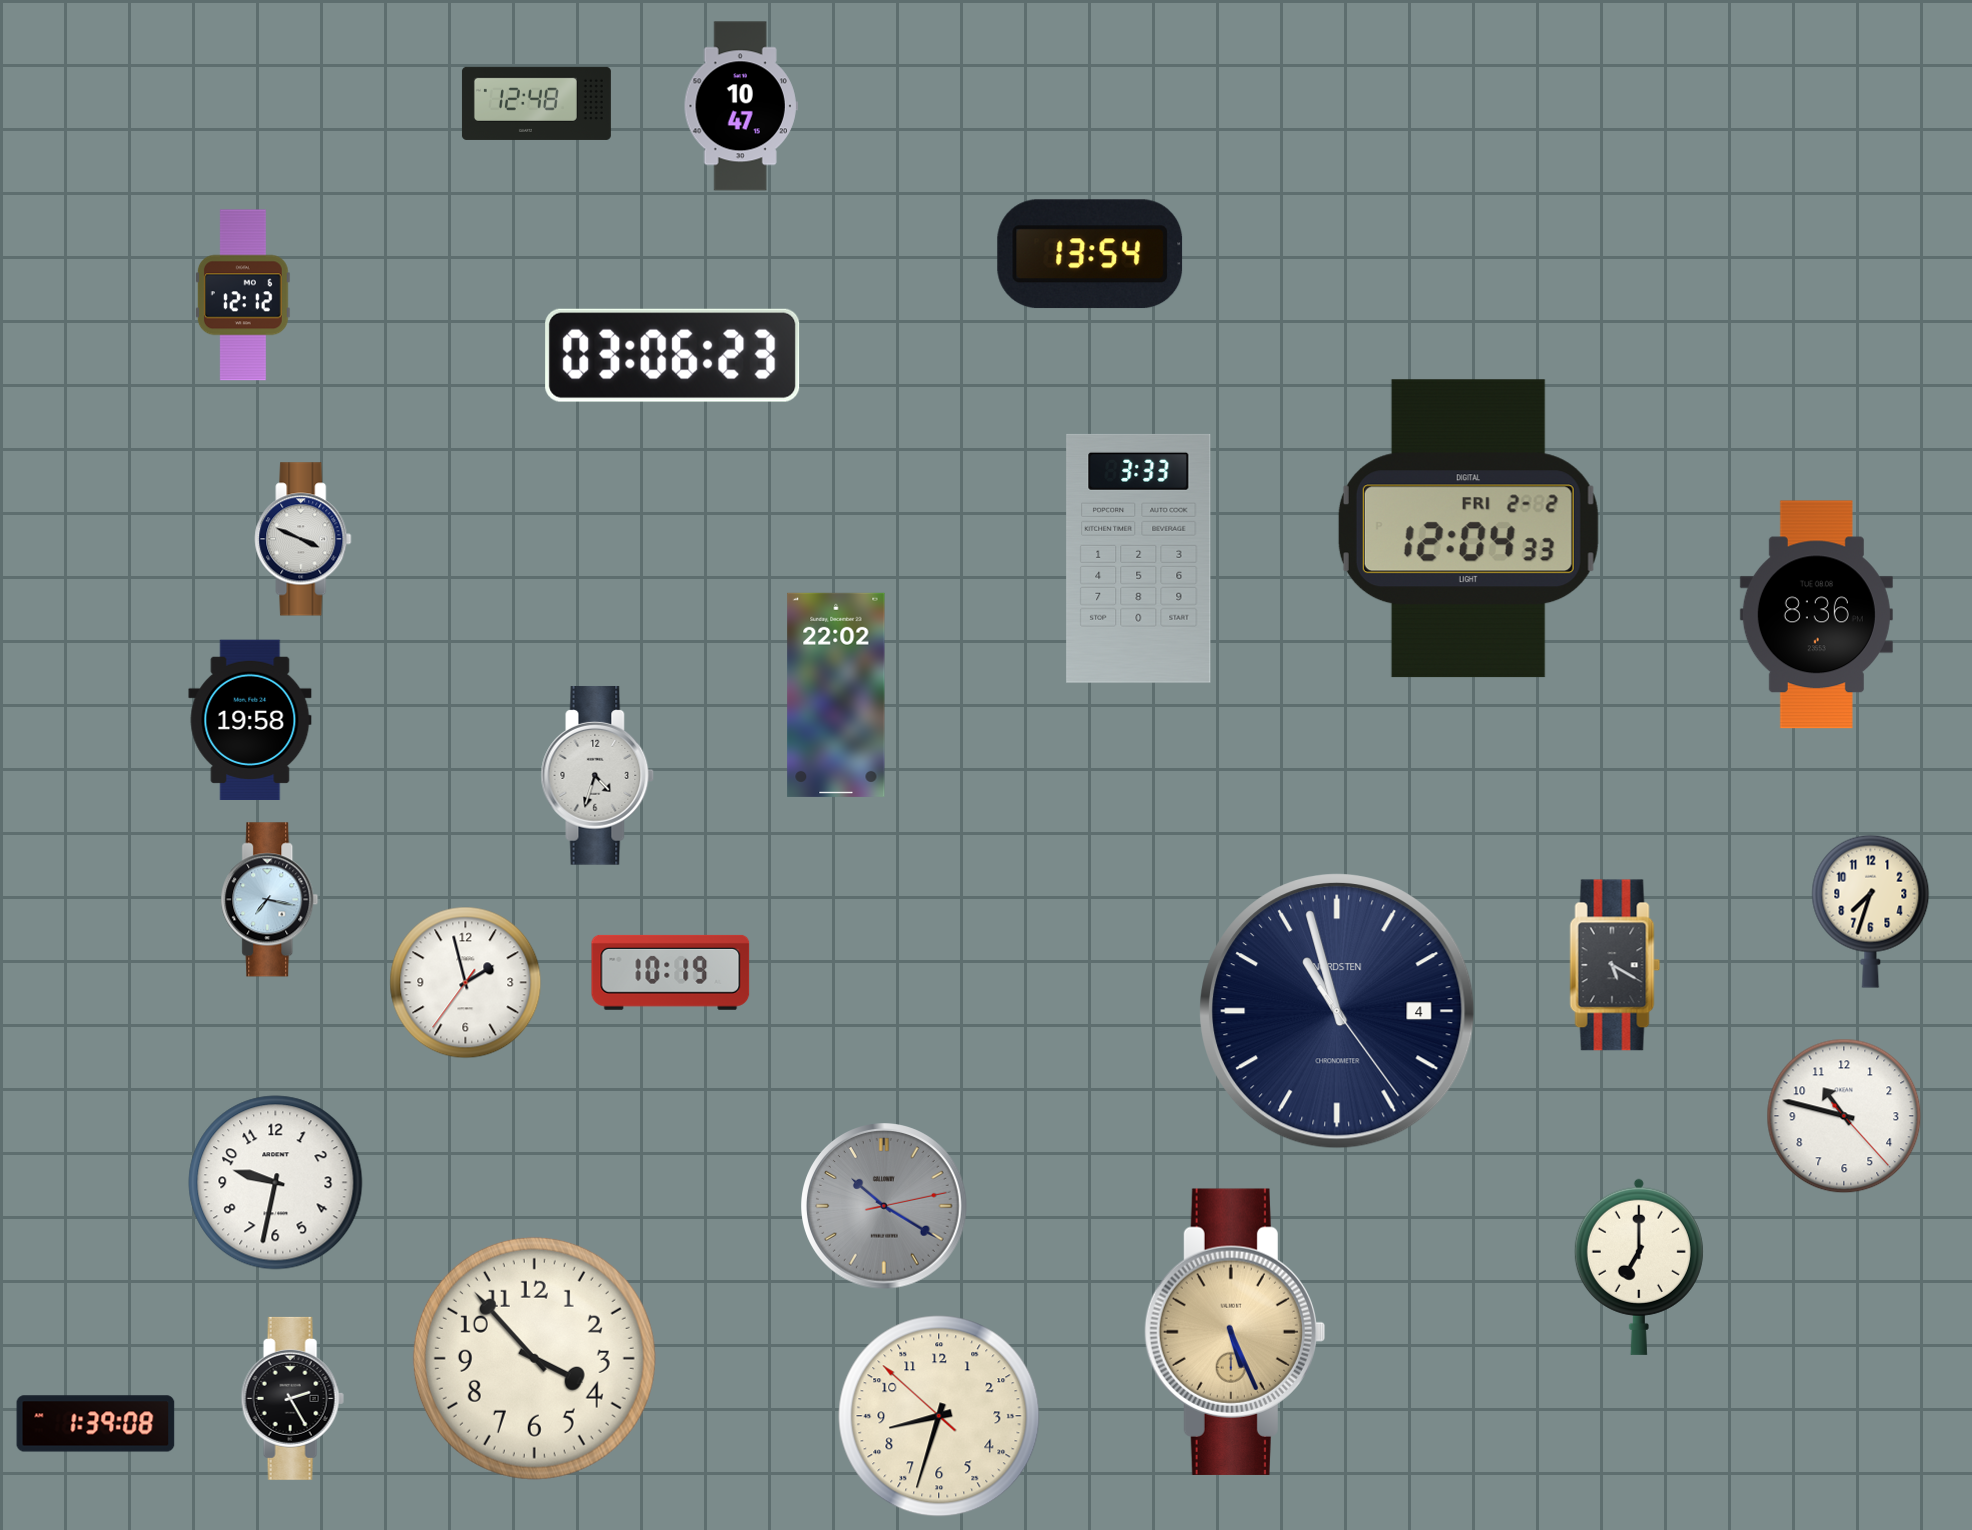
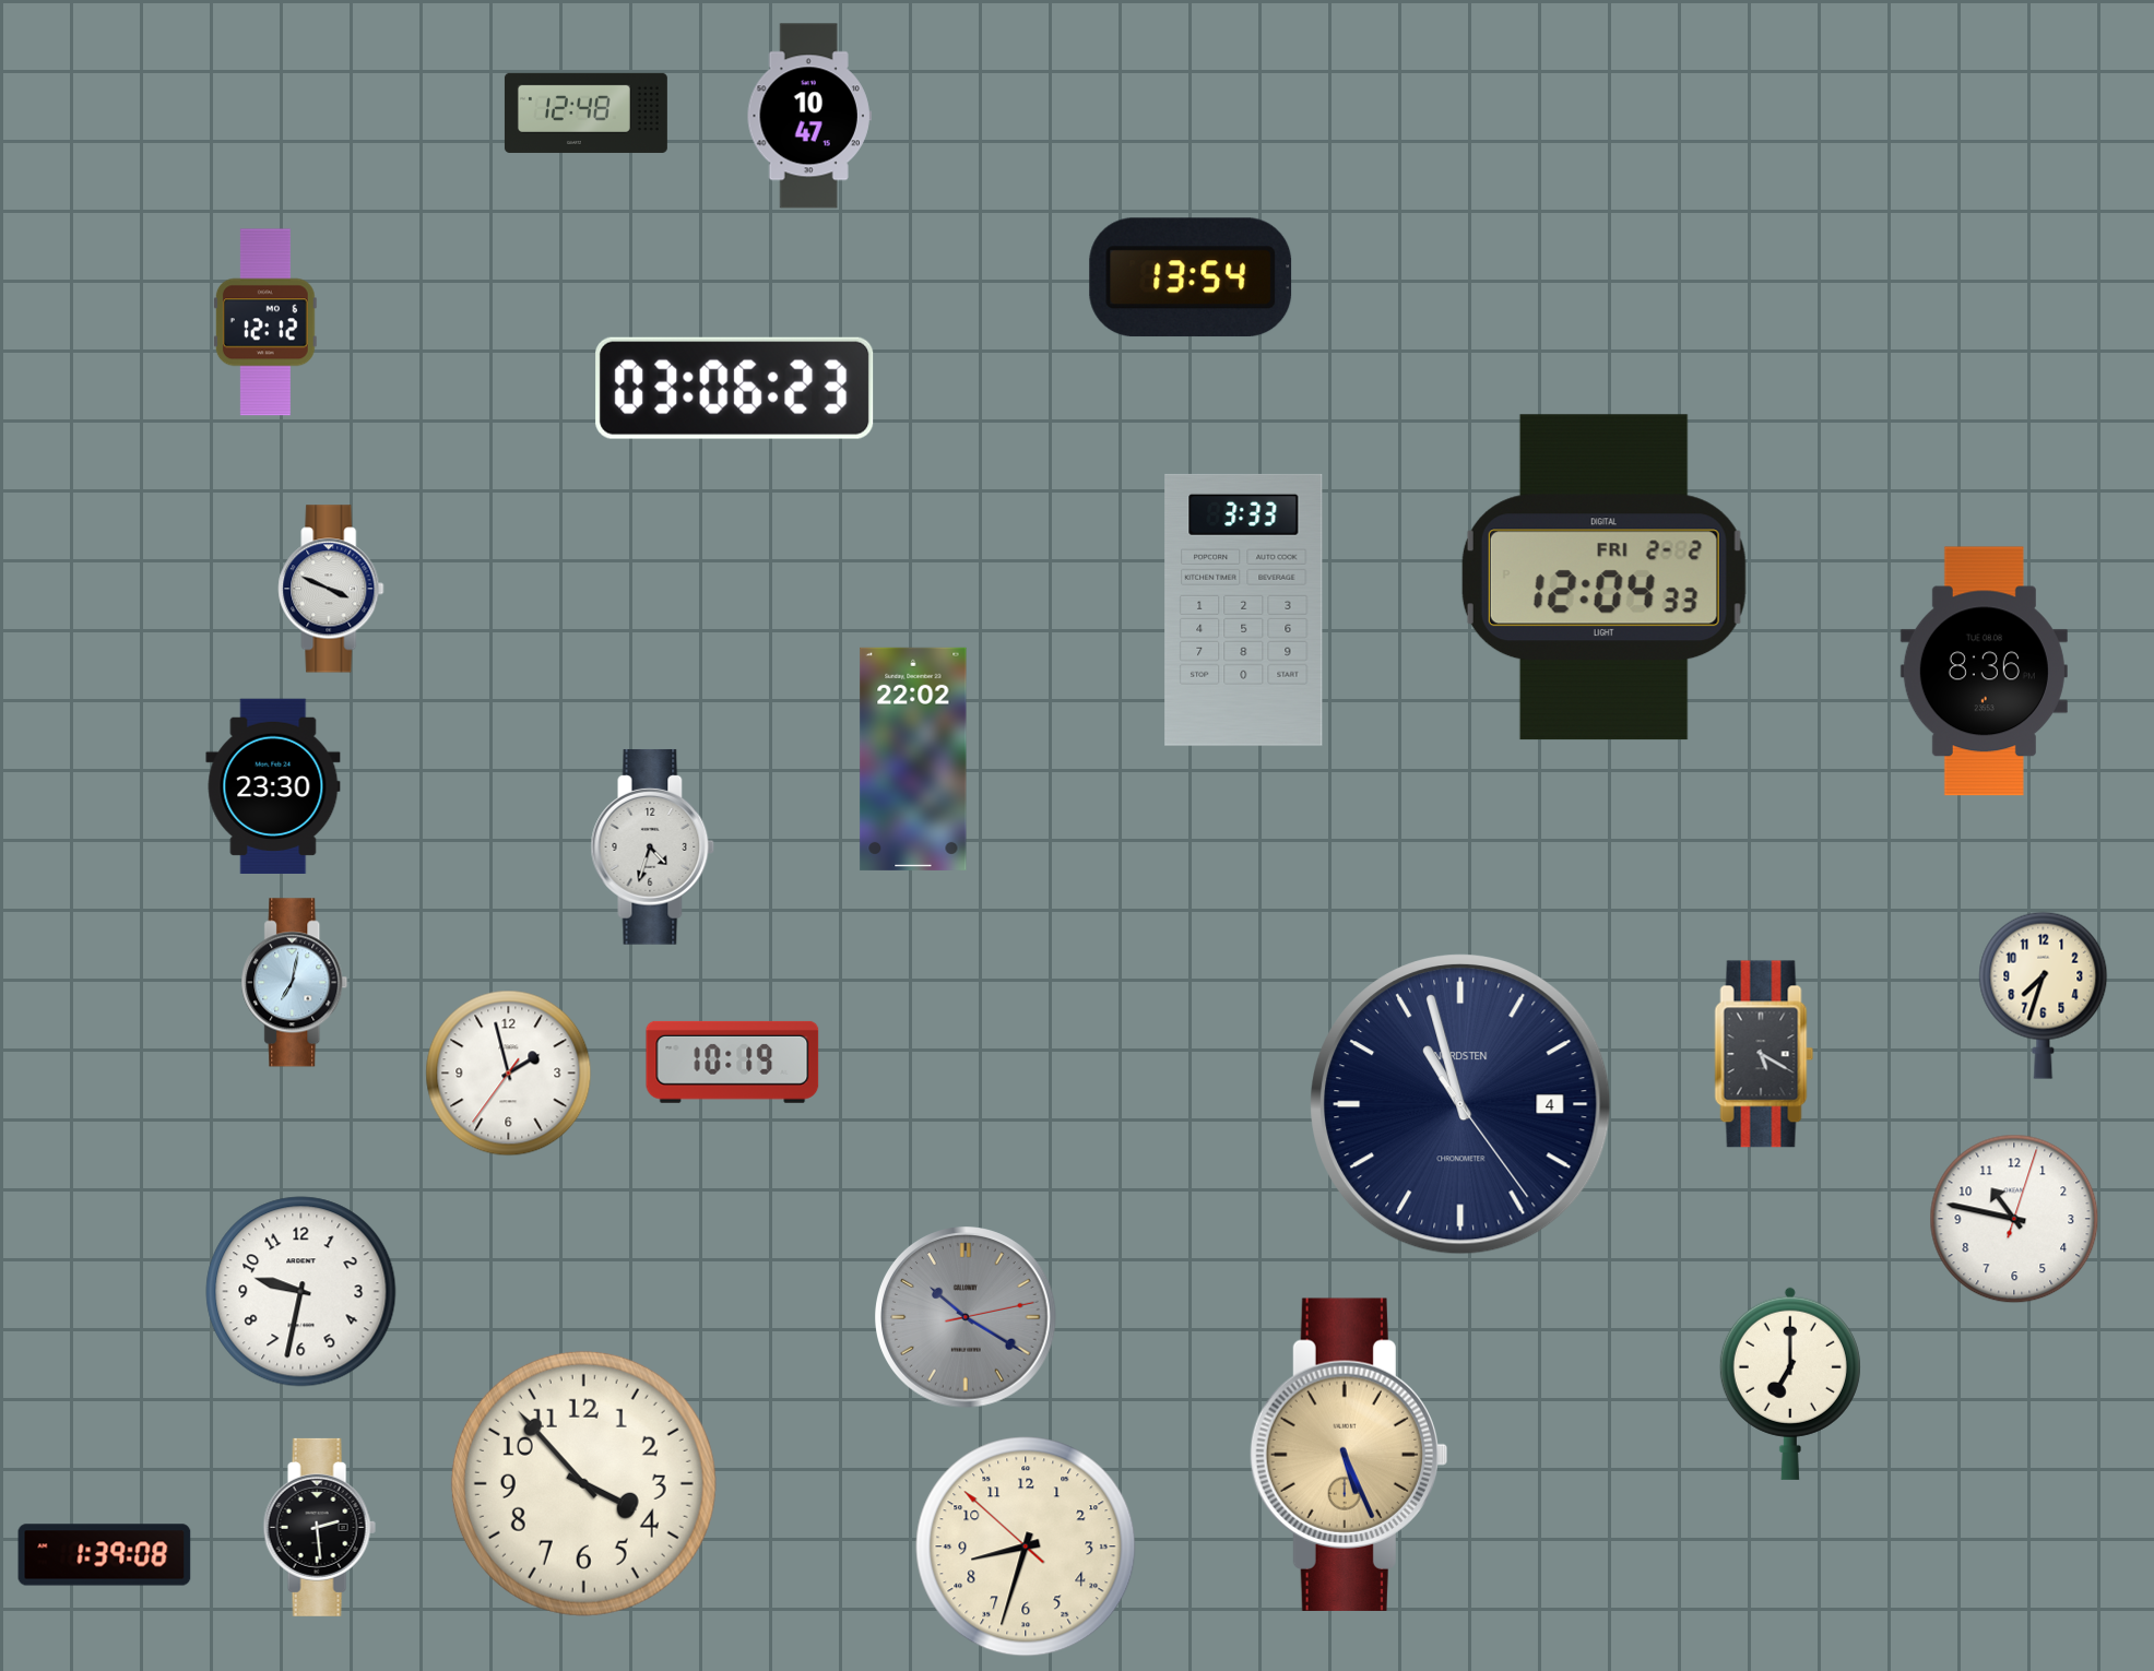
clock at (250, 719): 19:58 -> 23:30
clock at (270, 900): 7:17 -> 7:02
clock at (1844, 1116): 10:47:23 -> 10:47:03
clock at (292, 1398): 2:25 -> 2:29
